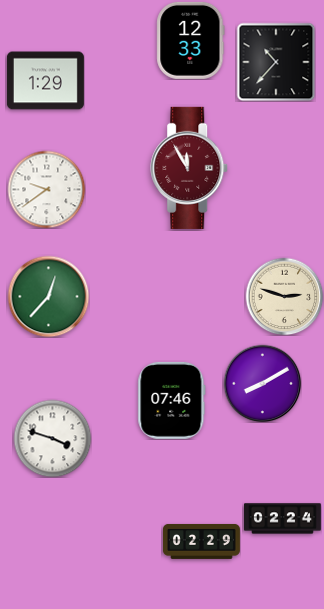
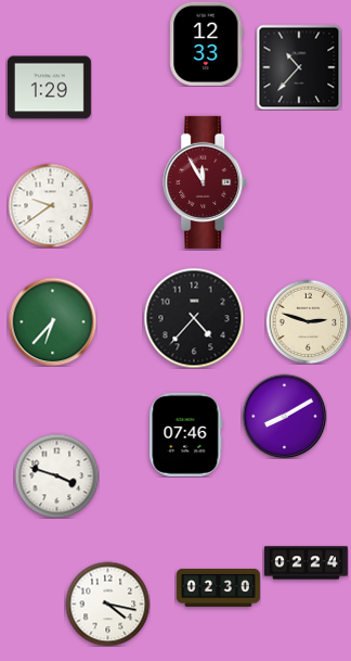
clock at (194, 318): none -> 4:37
clock at (48, 296): 12:37 -> 6:37
clock at (201, 541): 02:29 -> 02:30
clock at (107, 603): none -> 4:17
